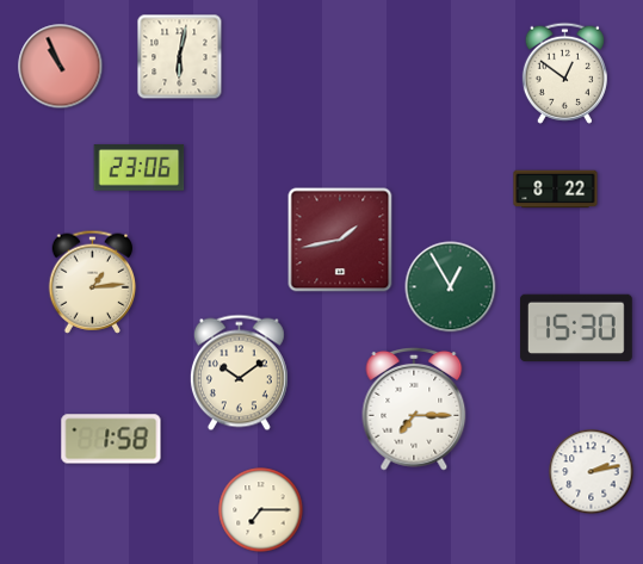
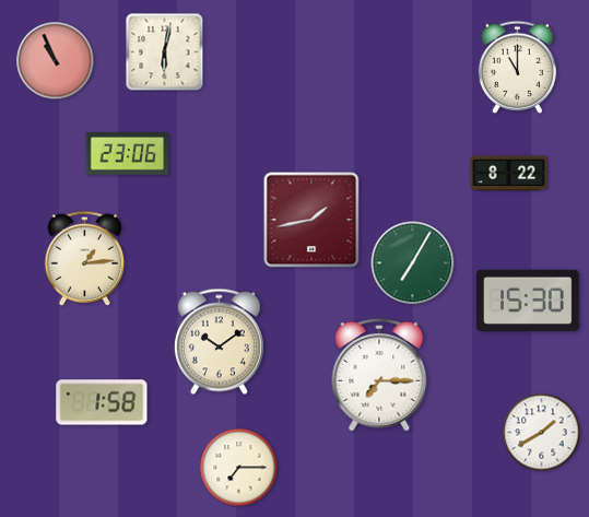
clock at (564, 73): 12:51 -> 11:00
clock at (451, 287): 12:55 -> 7:05
clock at (592, 472): 2:13 -> 1:40
